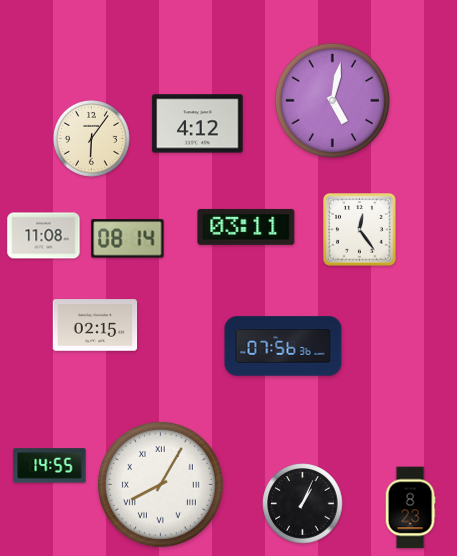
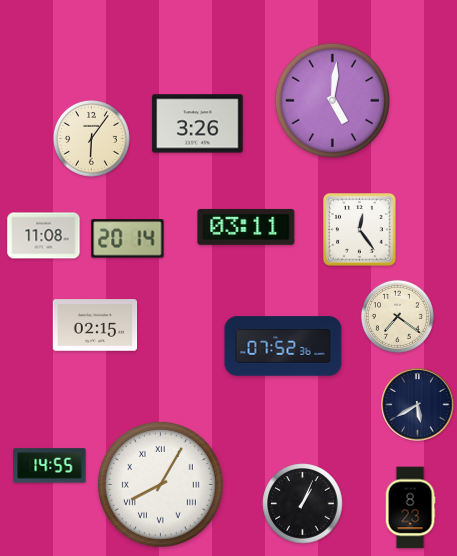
clock at (332, 100): 5:02 -> 5:01
clock at (198, 124): 4:12 -> 3:26
clock at (128, 239): 08:14 -> 20:14
clock at (397, 316): none -> 7:21
clock at (283, 346): 07:56 -> 07:52
clock at (418, 405): none -> 5:40
